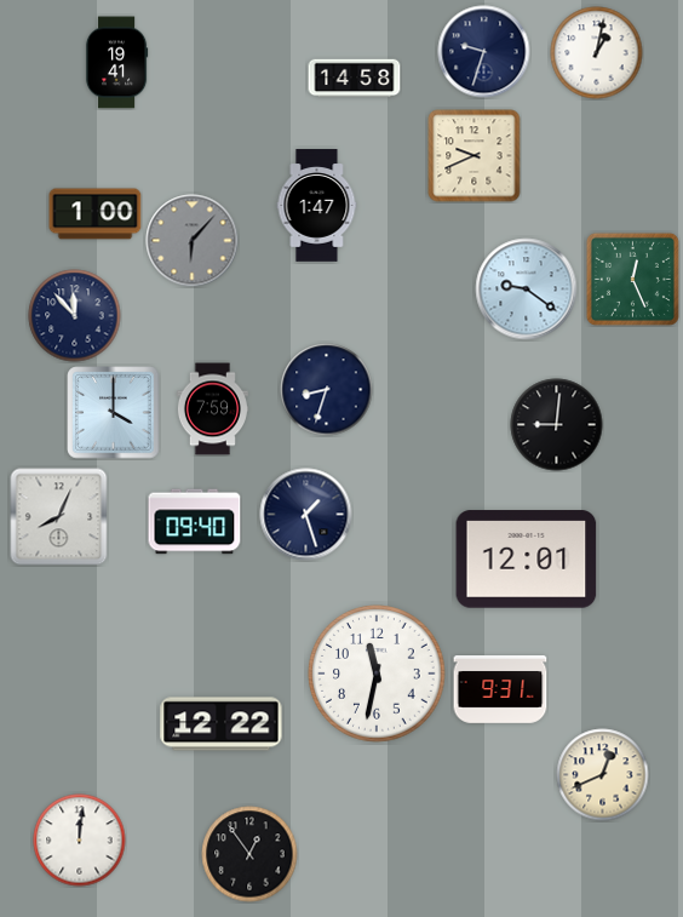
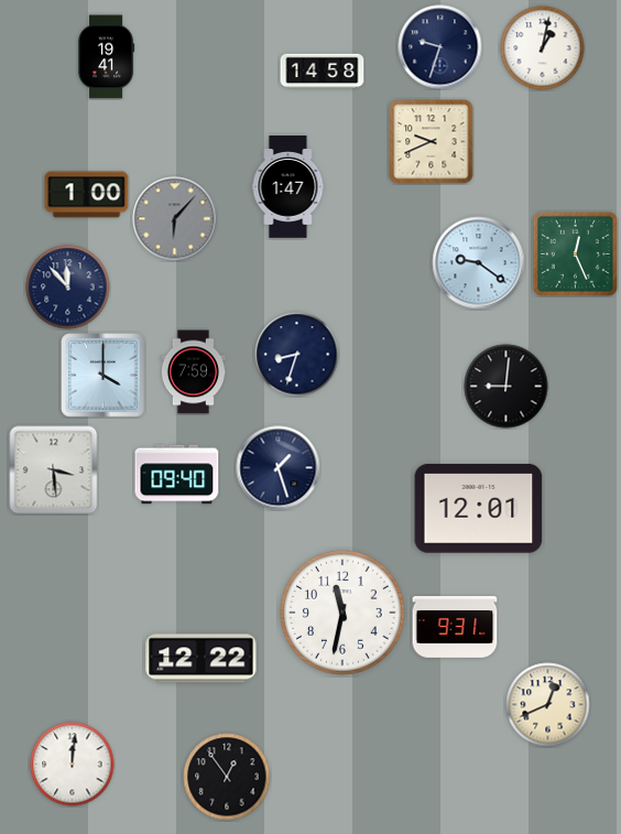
clock at (59, 517): 8:04 -> 3:29
